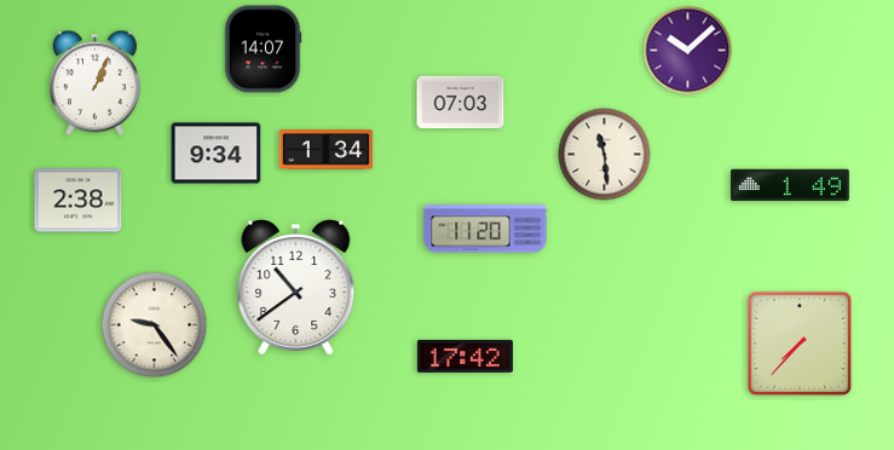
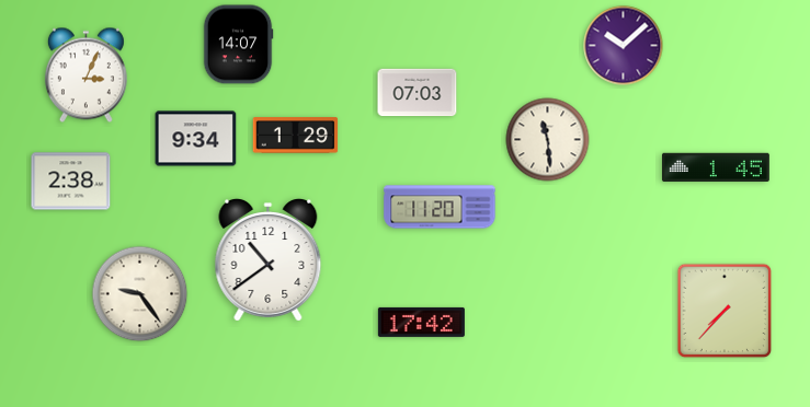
clock at (94, 83): 1:04 -> 3:04
clock at (327, 150): 1:34 -> 1:29
clock at (790, 185): 1:49 -> 1:45
